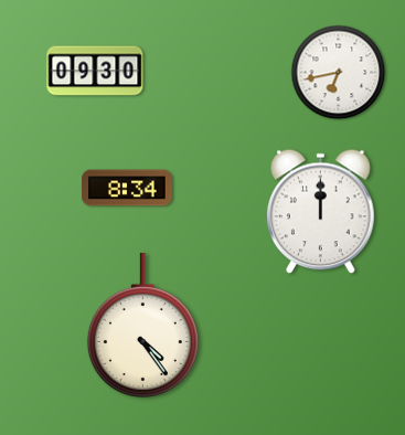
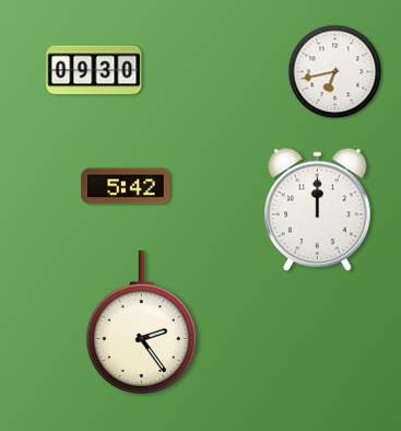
clock at (127, 188): 8:34 -> 5:42
clock at (142, 325): 4:24 -> 2:24
